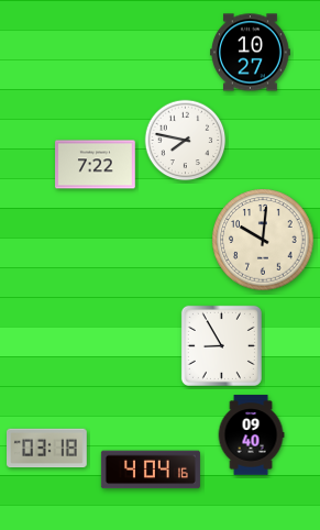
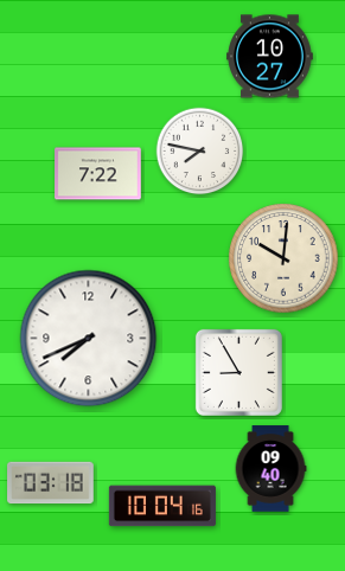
clock at (96, 165) position: (96, 165) -> (98, 174)
clock at (89, 339): none -> 7:41
clock at (151, 470): 4:04 -> 10:04
